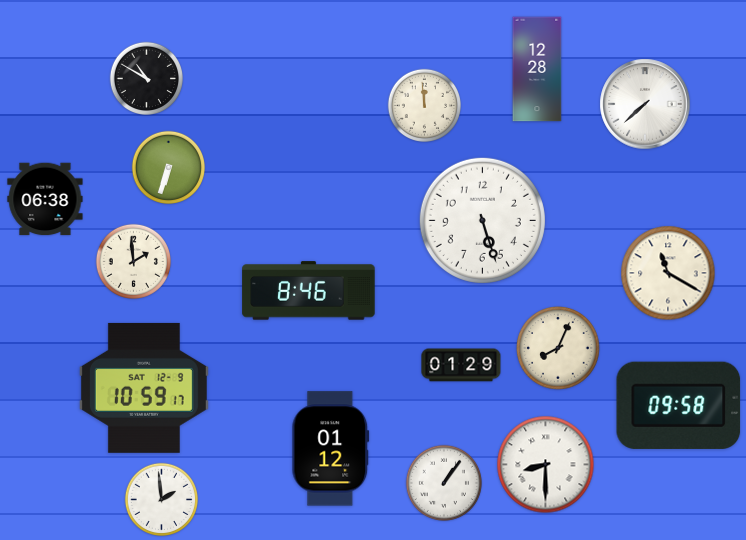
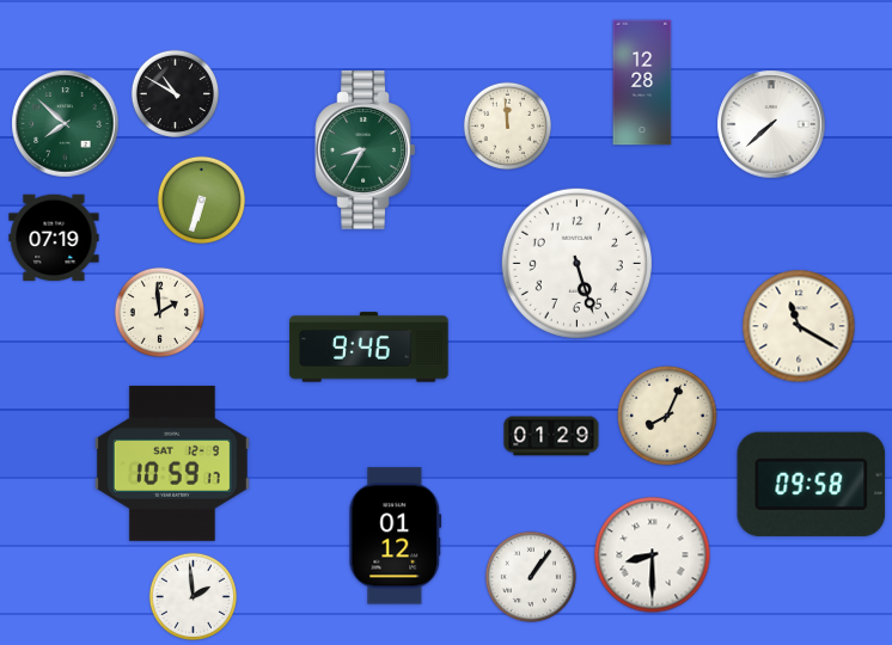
clock at (66, 124): none -> 7:52
clock at (366, 150): none -> 8:35
clock at (45, 199): 06:38 -> 07:19
clock at (309, 291): 8:46 -> 9:46
